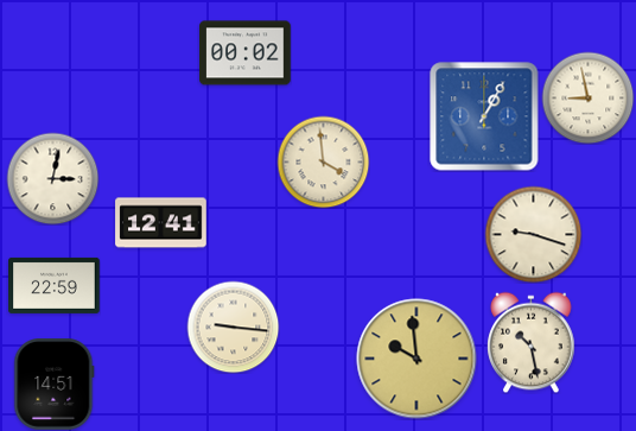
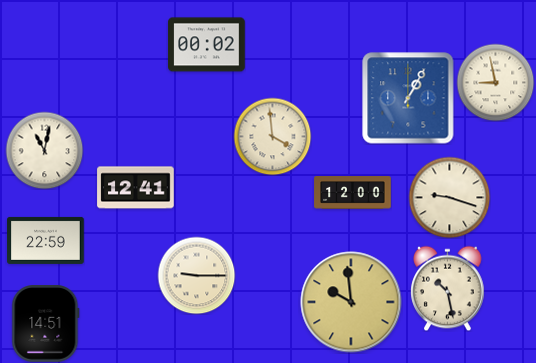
clock at (52, 178): 3:02 -> 11:02
clock at (353, 193): none -> 12:00
clock at (233, 327): 9:16 -> 9:15
